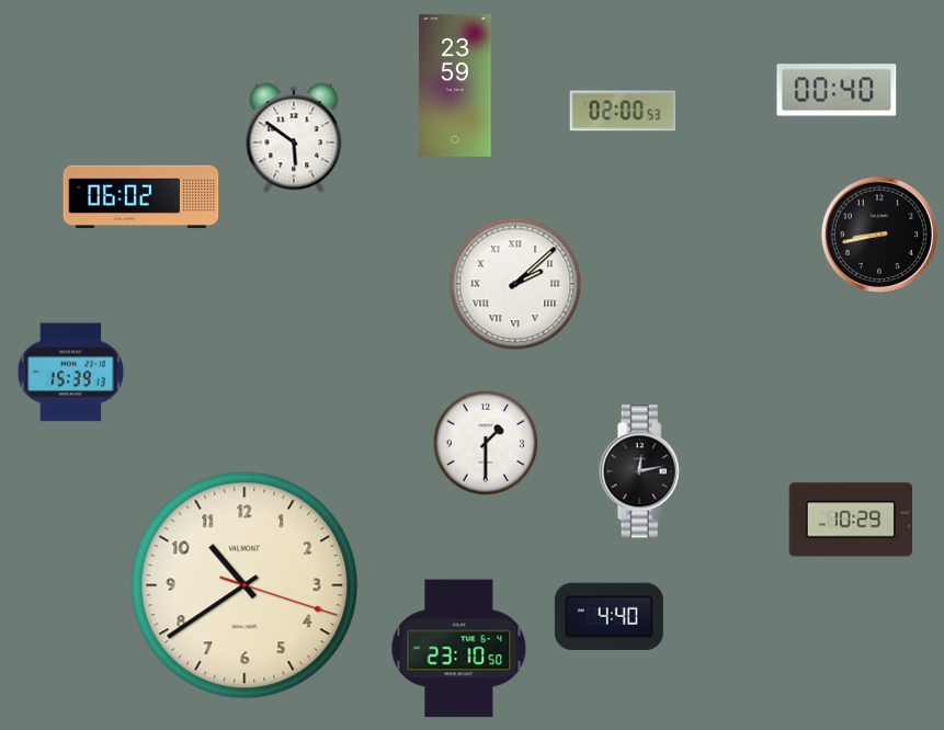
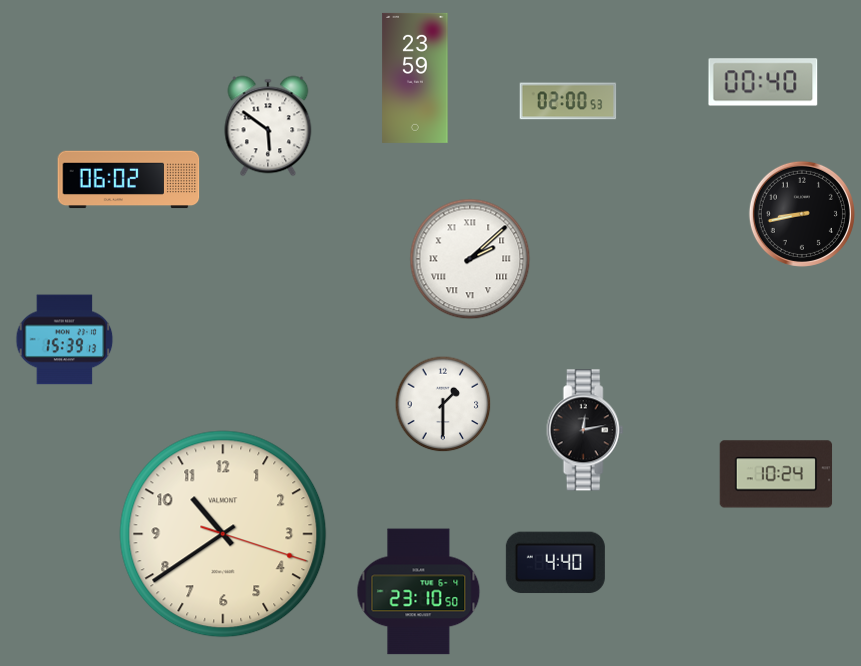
clock at (851, 520): 10:29 -> 10:24
